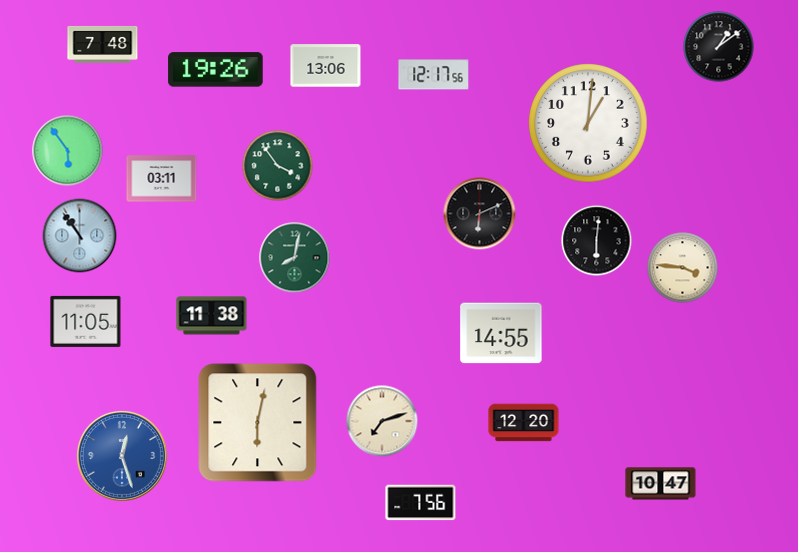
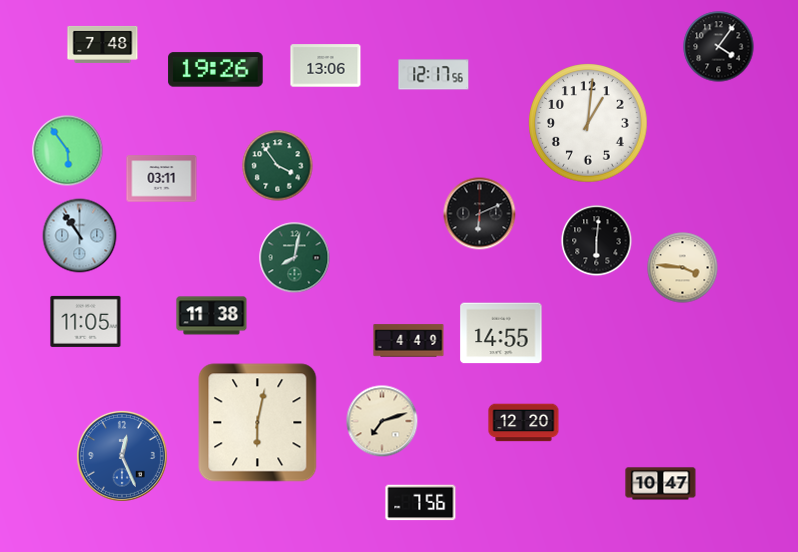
clock at (719, 47): 1:09 -> 4:06
clock at (409, 341): none -> 4:49
clock at (122, 456): 12:27 -> 12:26
